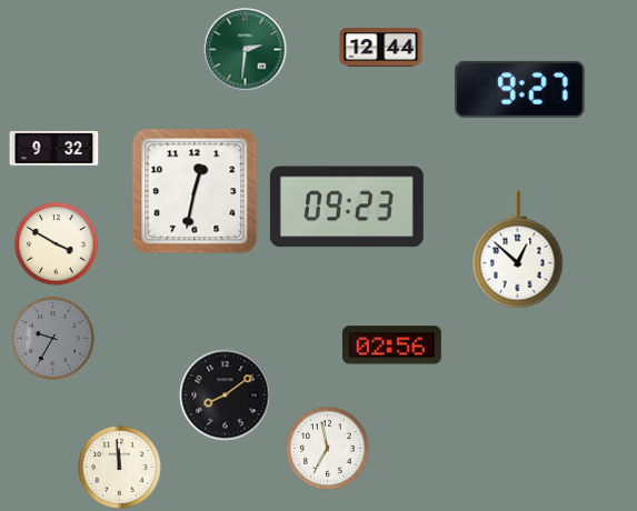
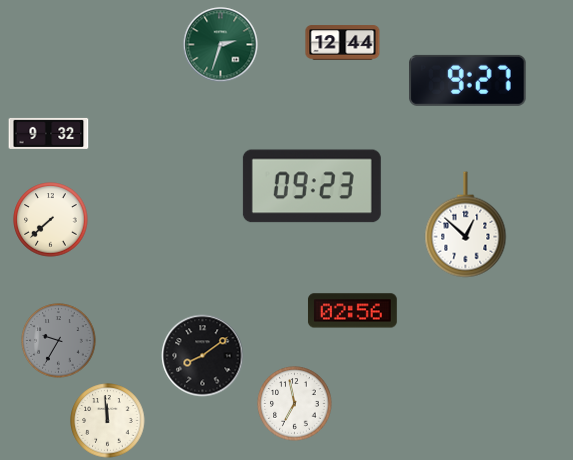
clock at (246, 50): 2:31 -> 2:33
clock at (195, 191): 12:32 -> none
clock at (57, 244): 3:50 -> 7:38
clock at (53, 339) position: (53, 339) -> (59, 341)
